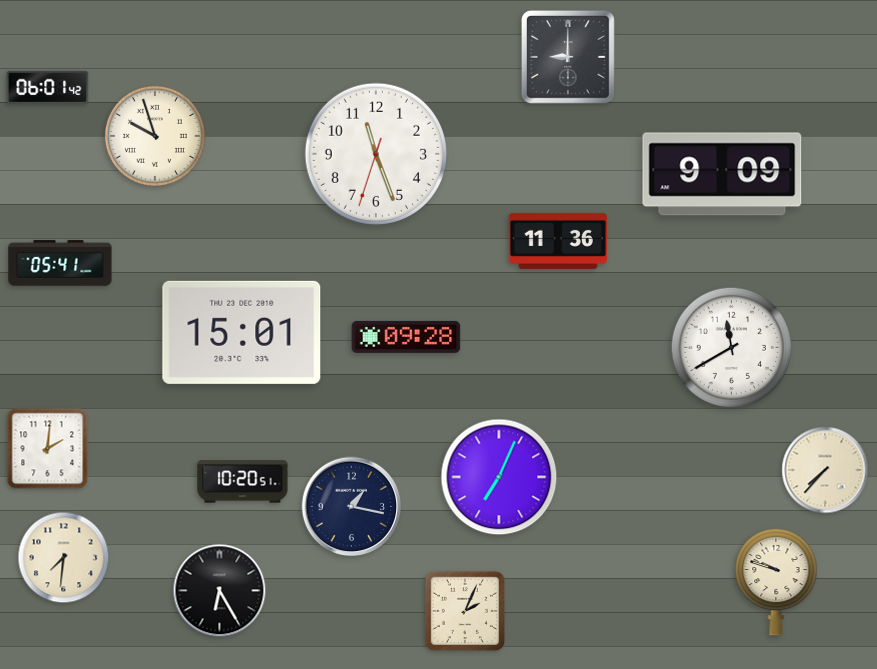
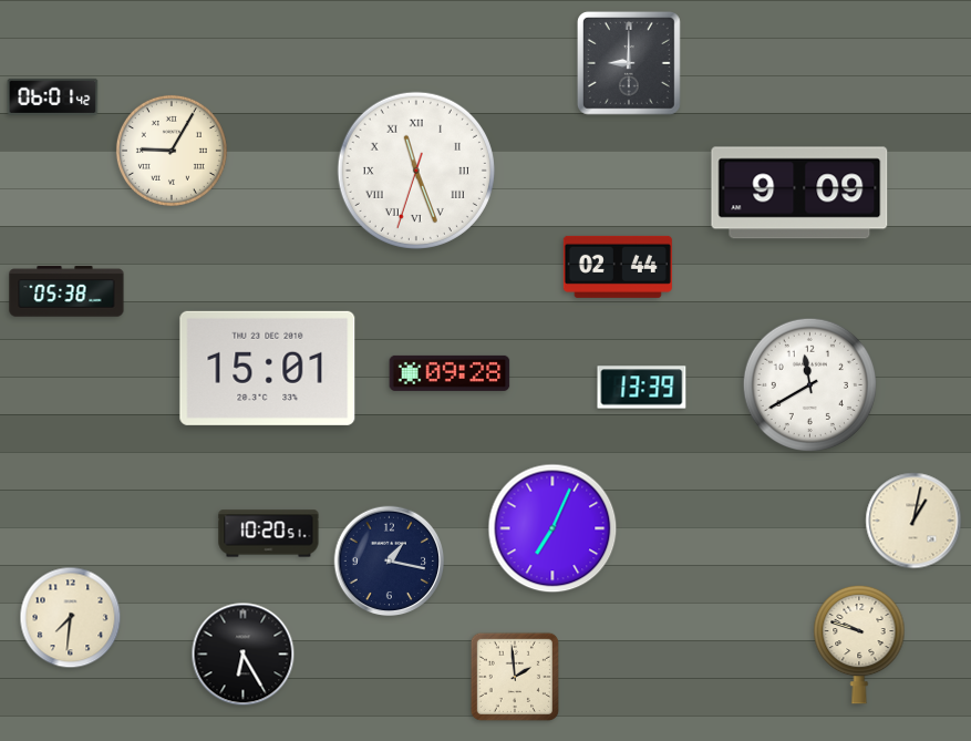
clock at (155, 136): 9:57 -> 9:05
clock at (376, 154) numerals: Arabic -> Roman
clock at (558, 241): 11:36 -> 02:44
clock at (60, 263): 05:41 -> 05:38
clock at (642, 388): none -> 13:39
clock at (48, 449): 2:01 -> none
clock at (825, 470): 7:37 -> 1:02
clock at (465, 611): 2:04 -> 1:59
